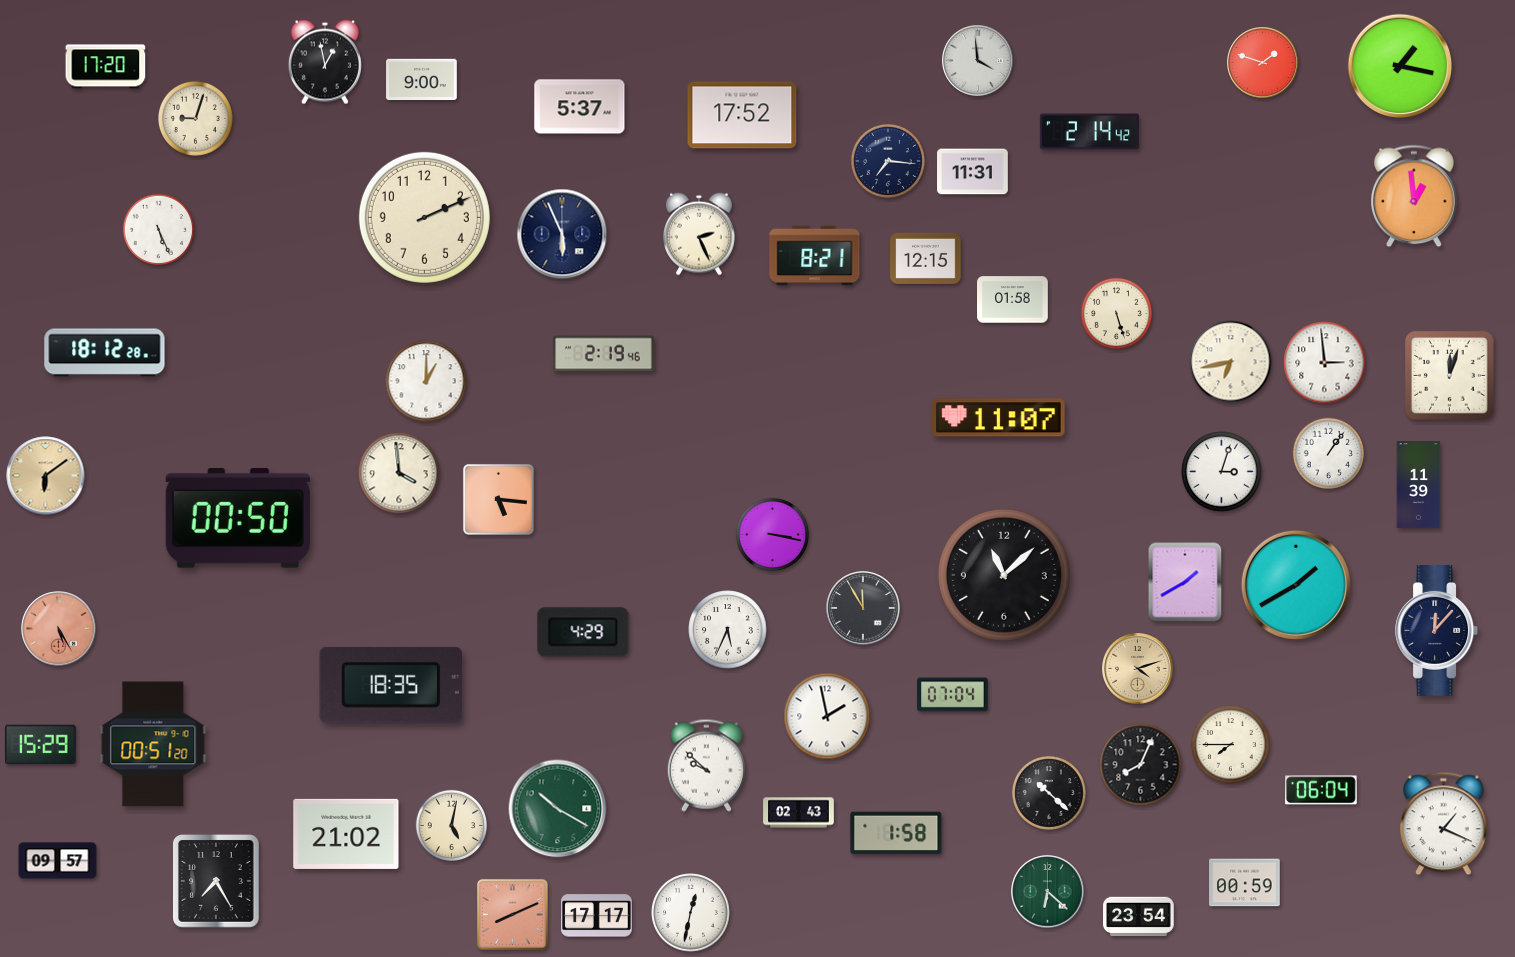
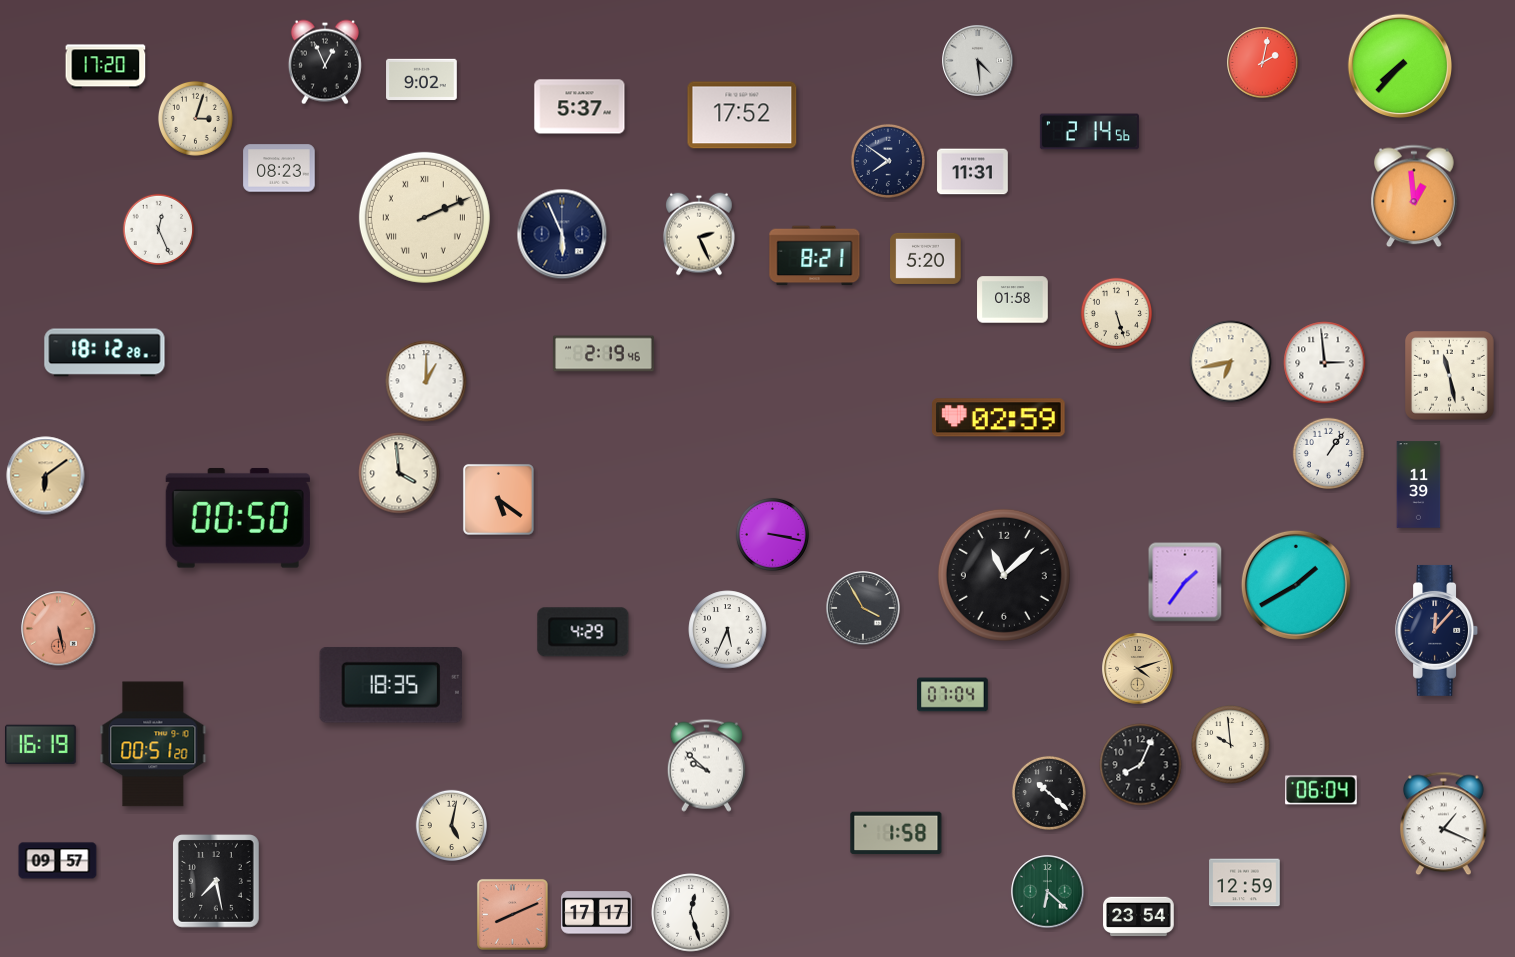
clock at (978, 61): 3:59 -> 4:29
clock at (325, 62): 12:58 -> 12:56
clock at (1263, 63): 1:48 -> 2:02
clock at (1399, 65): 1:17 -> 7:37
clock at (422, 80): 9:00 -> 9:02
clock at (195, 118): 9:03 -> 3:03
clock at (1089, 132): 2:14:42 -> 2:14:56
clock at (888, 161): 7:16 -> 7:51
clock at (279, 168): none -> 08:23
clock at (424, 217) numerals: Arabic -> Roman
clock at (158, 229): 5:26 -> 12:26
clock at (926, 258): 12:15 -> 5:20
clock at (1450, 376): 12:03 -> 11:28
clock at (999, 418): 11:07 -> 02:59
clock at (1222, 472): 3:03 -> none
clock at (498, 499): 5:16 -> 5:21
clock at (1185, 582): 1:40 -> 1:36
clock at (863, 608): 11:55 -> 3:55
clock at (59, 629): 5:25 -> 5:28
clock at (827, 716): 1:58 -> none
clock at (41, 744): 15:29 -> 16:19
clock at (1231, 745): 7:45 -> 9:59
clock at (558, 809): 10:20 -> none
clock at (799, 813): 02:43 -> none
clock at (346, 834): 21:02 -> none
clock at (217, 882): 7:25 -> 7:28
clock at (1245, 883): 00:59 -> 12:59
clock at (691, 913): 12:32 -> 12:27
clock at (597, 916) position: (597, 916) -> (597, 913)
